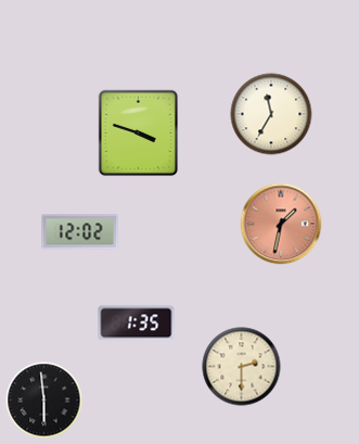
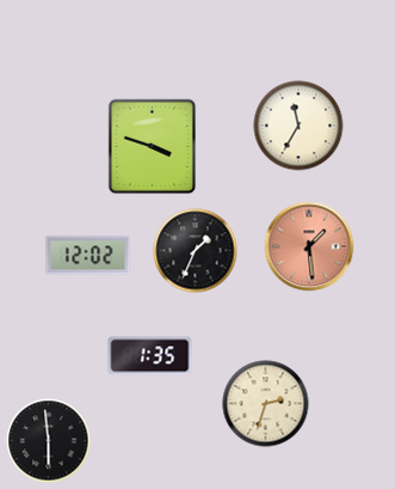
clock at (281, 224): 1:32 -> 1:29
clock at (196, 251): none -> 1:34
clock at (242, 367): 2:30 -> 2:33
